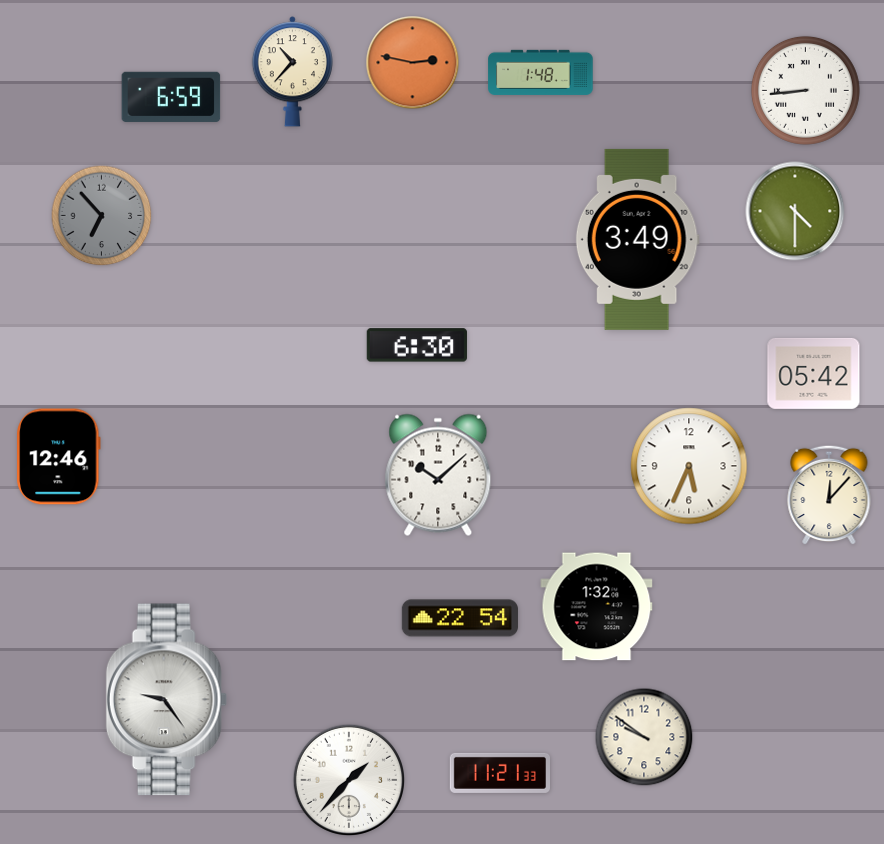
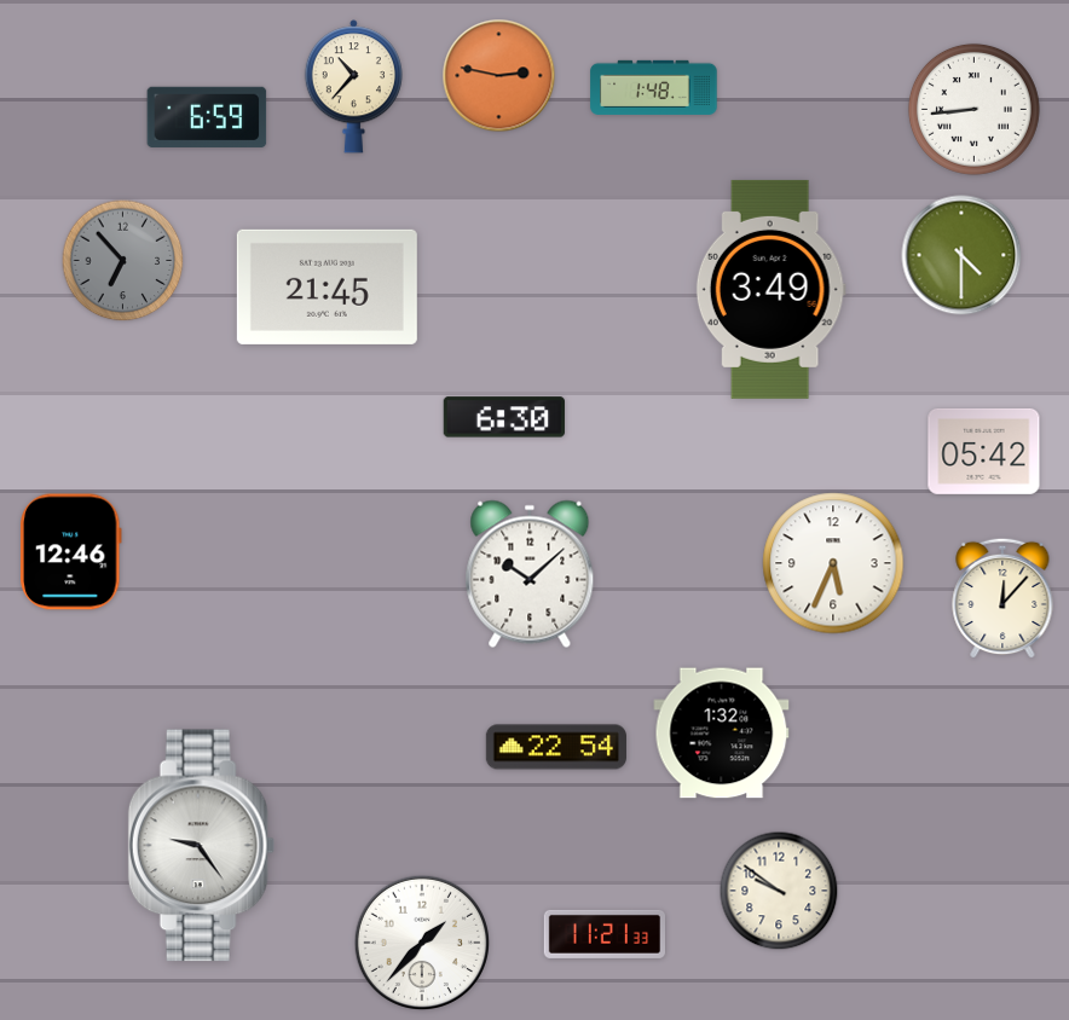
clock at (327, 286): none -> 21:45
